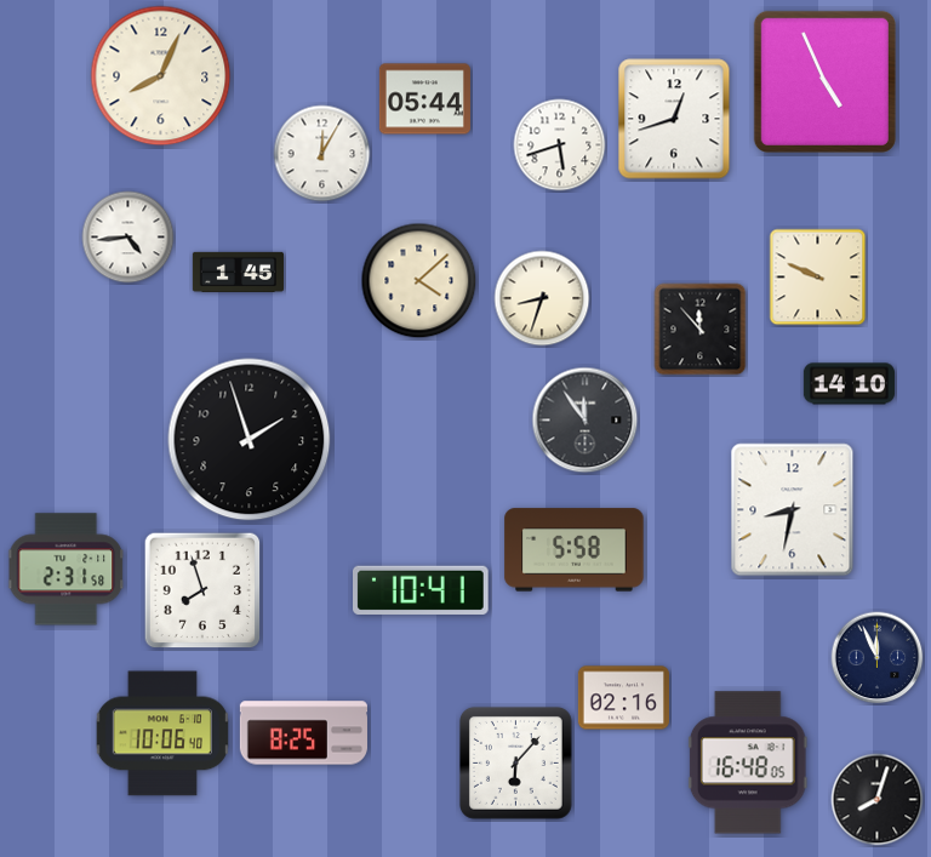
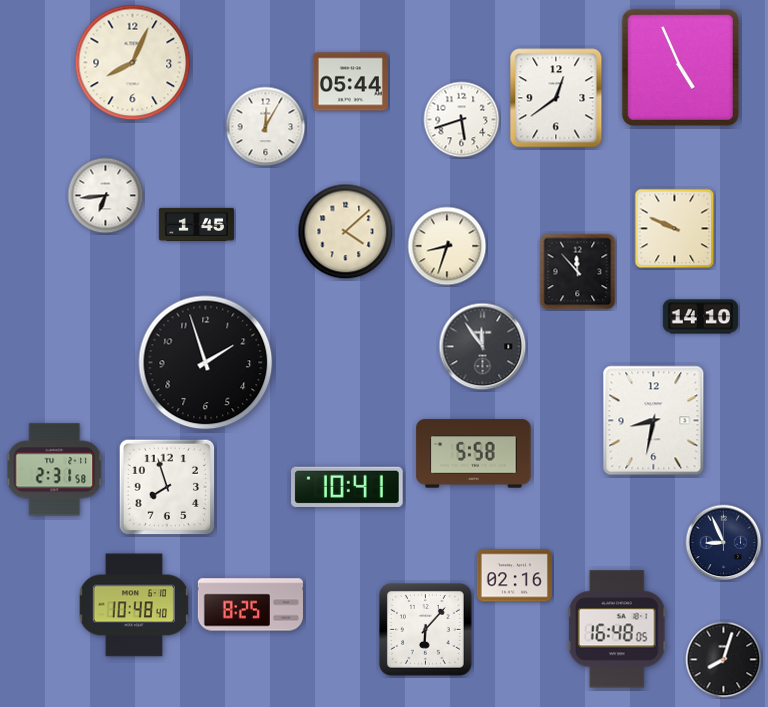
clock at (674, 119): 12:42 -> 12:39
clock at (128, 238): 4:44 -> 6:44
clock at (878, 658): 11:56 -> 8:56
clock at (162, 733): 10:06 -> 10:48
